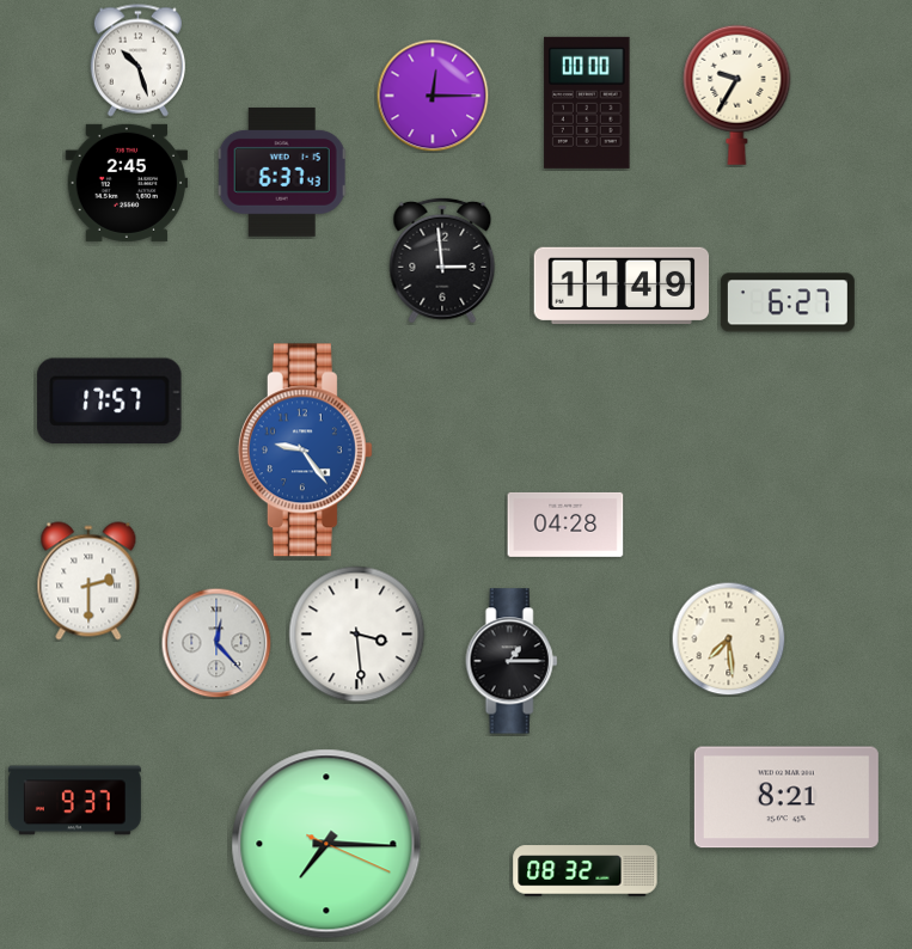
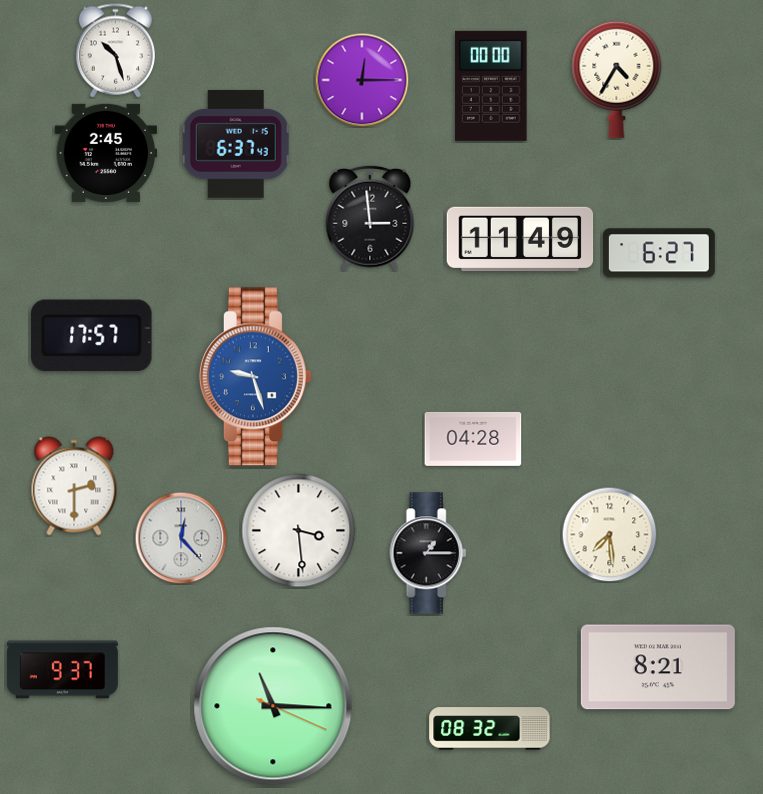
clock at (737, 94): 9:35 -> 4:35
clock at (305, 451): 9:24 -> 9:27
clock at (326, 844): 7:15 -> 11:15
